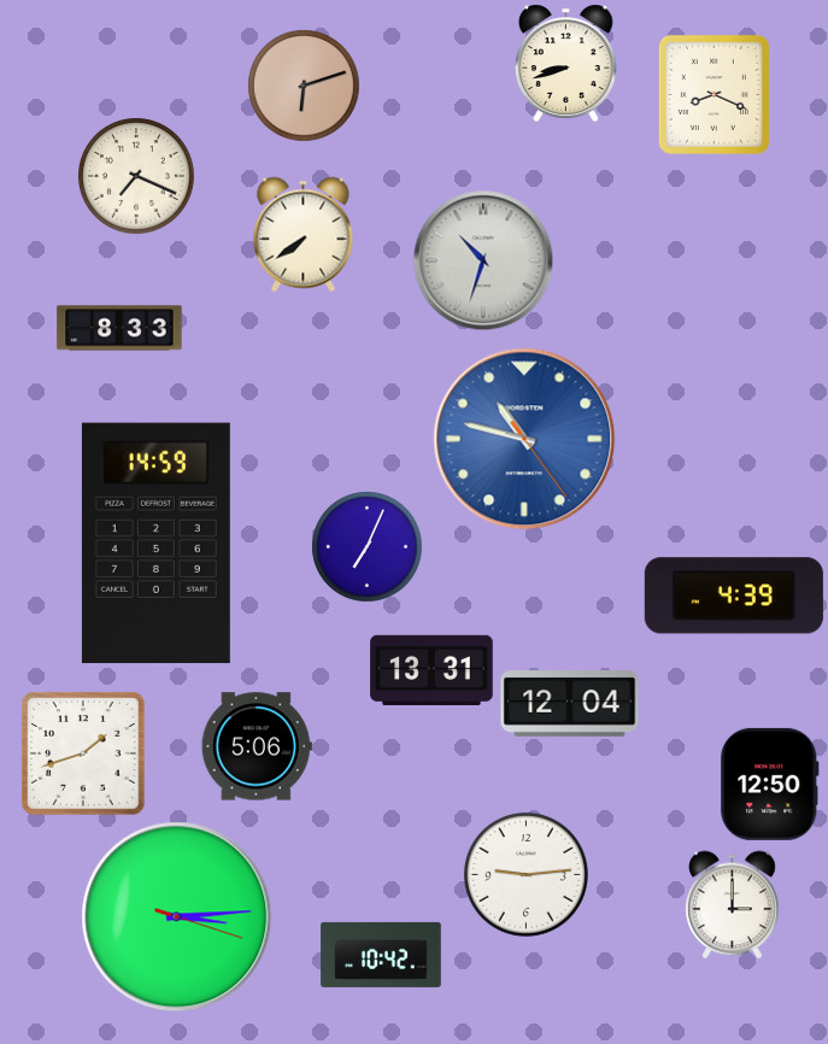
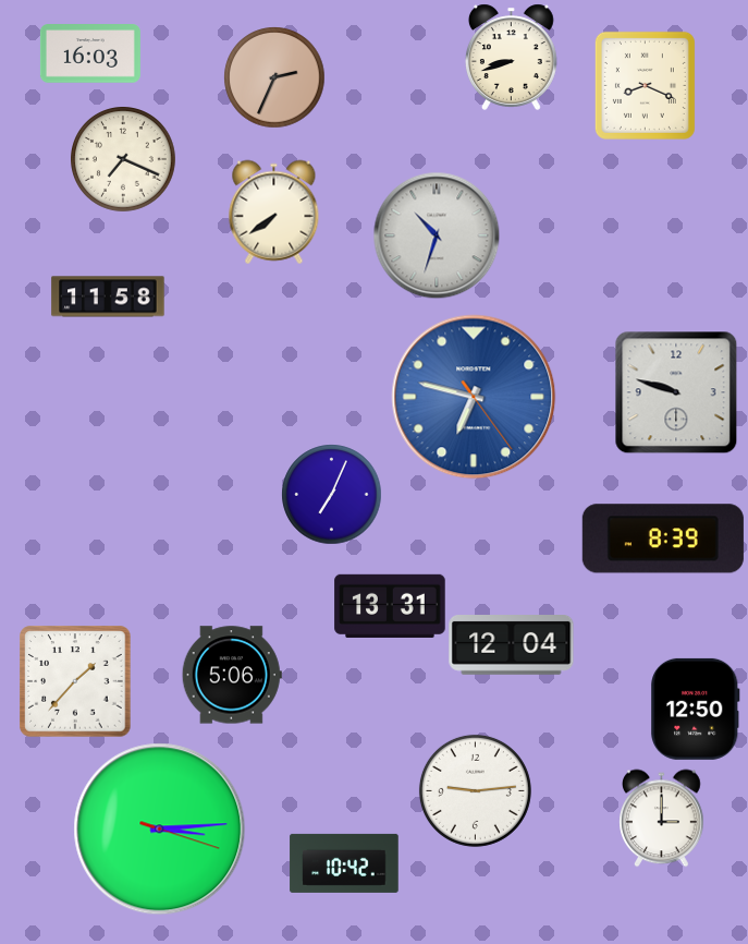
clock at (90, 53): none -> 16:03
clock at (304, 86): 6:12 -> 2:34
clock at (119, 328): 8:33 -> 11:58
clock at (676, 392): none -> 9:48
clock at (524, 439): 10:47 -> 6:47
clock at (155, 544): 14:59 -> none
clock at (734, 596): 4:39 -> 8:39
clock at (570, 704) position: (570, 704) -> (512, 645)
clock at (83, 753): 1:42 -> 1:37
